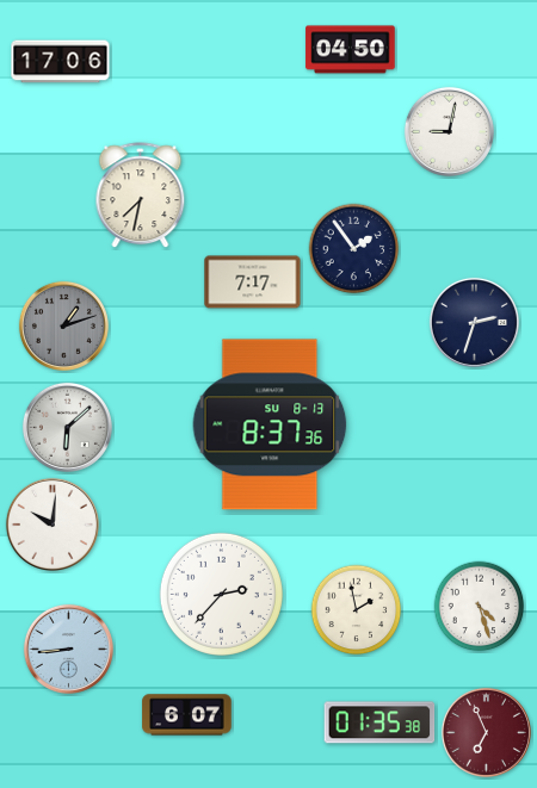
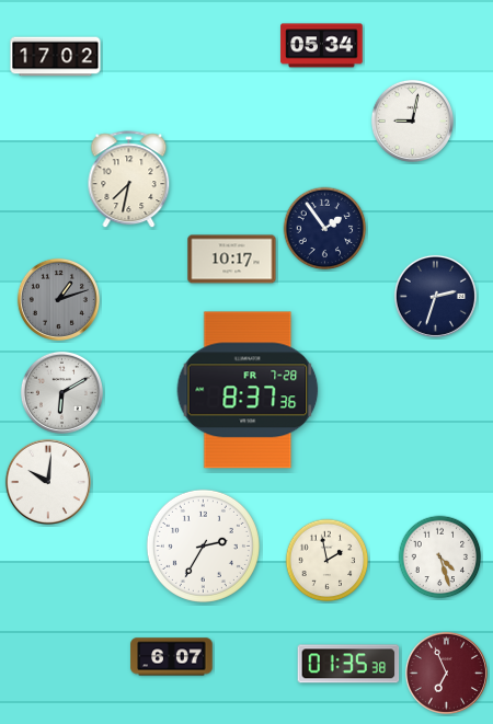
clock at (351, 50): 04:50 -> 05:34
clock at (61, 62): 17:06 -> 17:02
clock at (253, 283): 7:17 -> 10:17
clock at (270, 424) date: SU 8-13 -> FR 7-28
clock at (67, 427): 6:08 -> 6:10
clock at (221, 594): 2:37 -> 2:35
clock at (68, 649): 8:44 -> none
